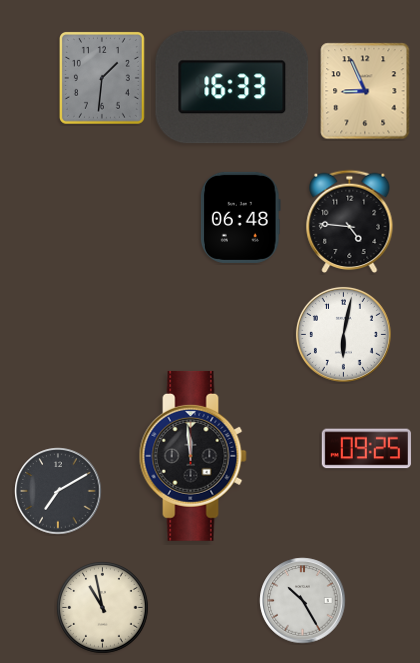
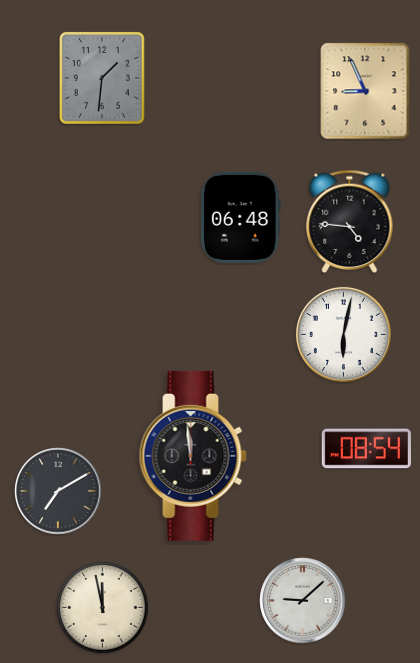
clock at (232, 87): 16:33 -> none
clock at (366, 449): 09:25 -> 08:54
clock at (303, 601): 10:25 -> 9:08
clock at (103, 608): 10:58 -> 11:58
